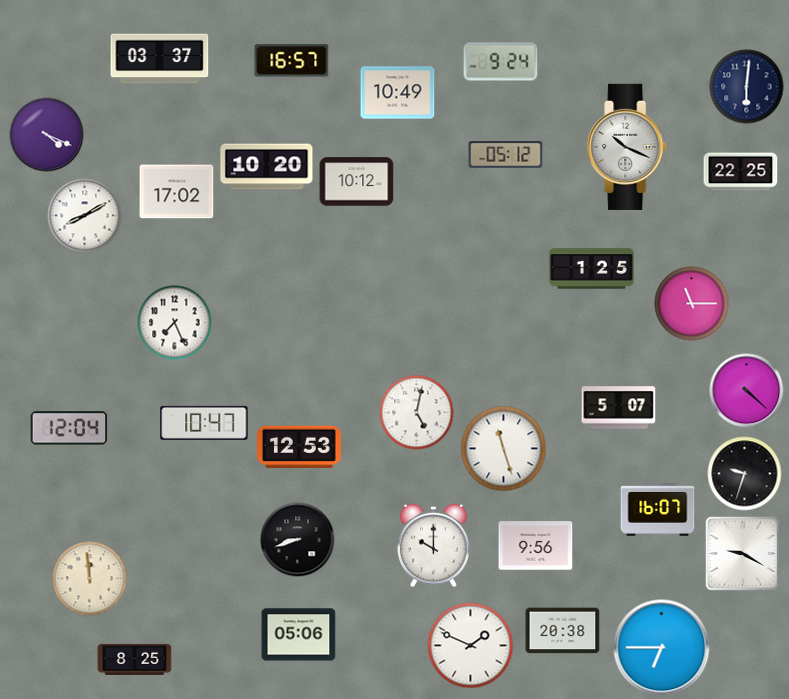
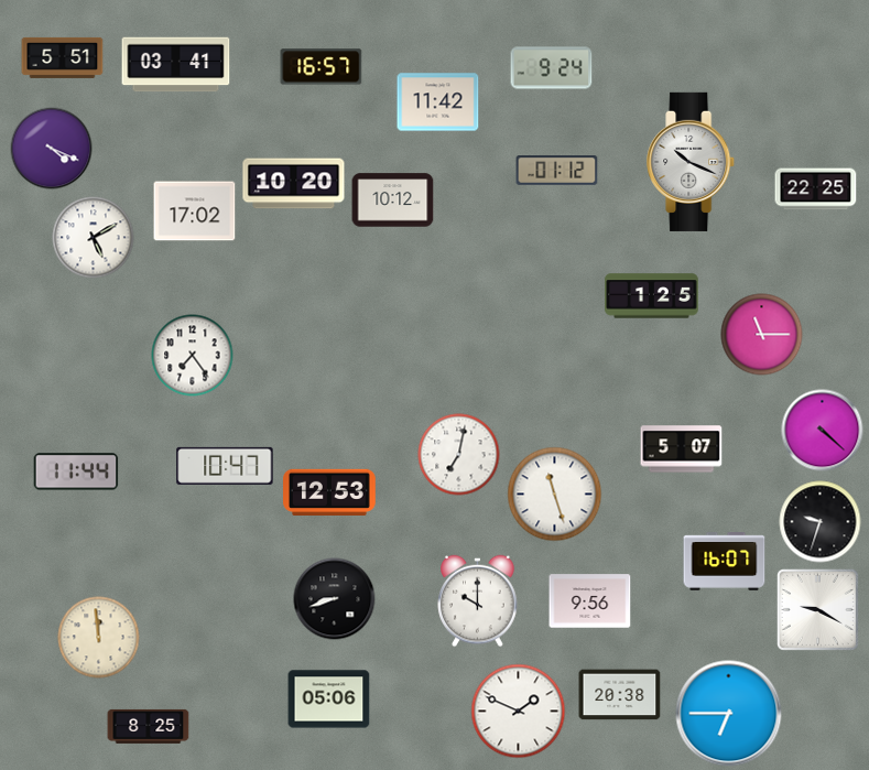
clock at (63, 57): none -> 5:51
clock at (160, 59): 03:37 -> 03:41
clock at (747, 87): 6:01 -> none
clock at (398, 93): 10:49 -> 11:42
clock at (506, 155): 05:12 -> 01:12
clock at (85, 216): 8:10 -> 5:10
clock at (175, 323): 7:26 -> 7:24
clock at (417, 413): 5:02 -> 7:02
clock at (69, 428): 12:04 -> 11:44
clock at (298, 540) position: (298, 540) -> (335, 599)
